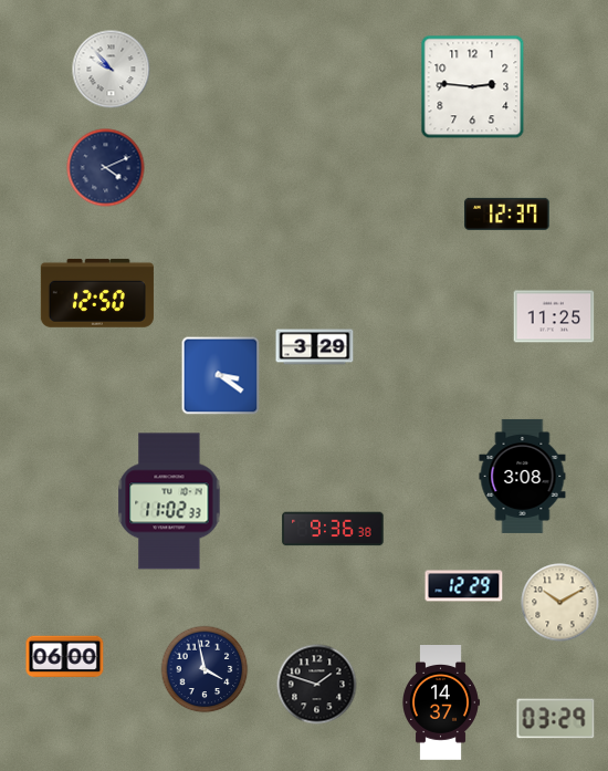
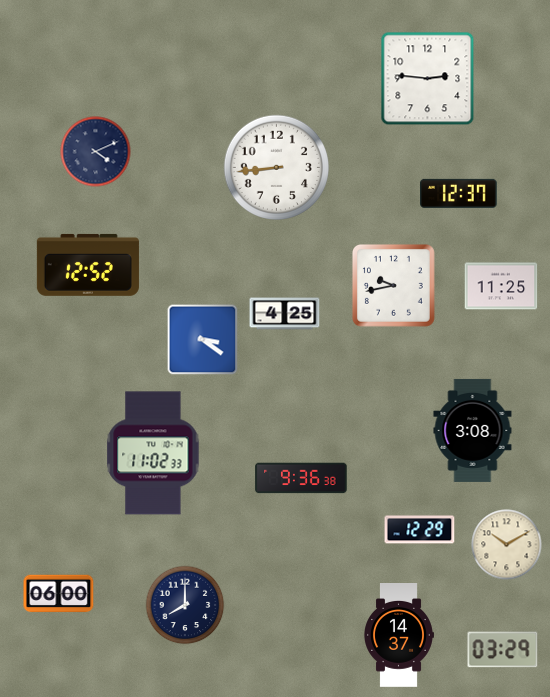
clock at (112, 70): 9:53 -> none
clock at (276, 167): none -> 8:44
clock at (97, 293): 12:50 -> 12:52
clock at (393, 285): none -> 9:43
clock at (315, 347): 3:29 -> 4:25
clock at (221, 376) position: (221, 376) -> (203, 340)
clock at (205, 669): 3:58 -> 8:00
clock at (317, 685): 1:48 -> none
